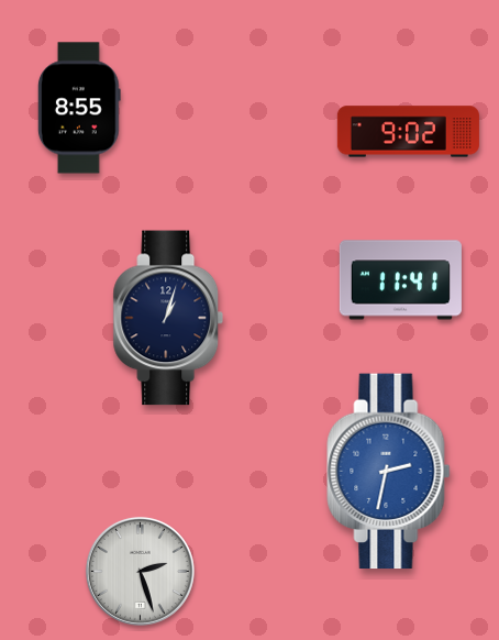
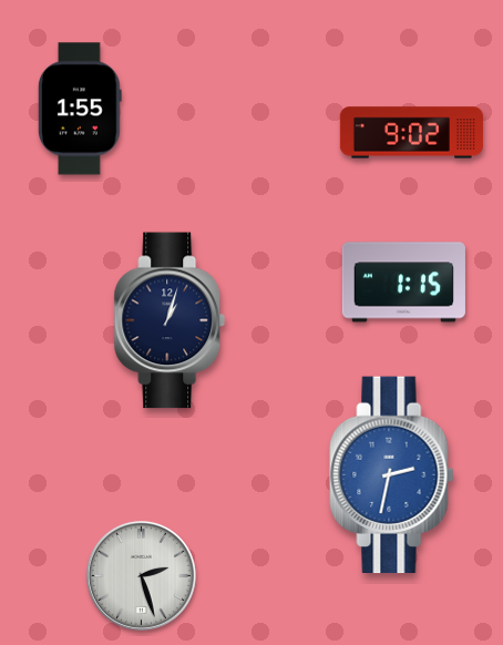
clock at (80, 108): 8:55 -> 1:55
clock at (400, 280): 11:41 -> 1:15
